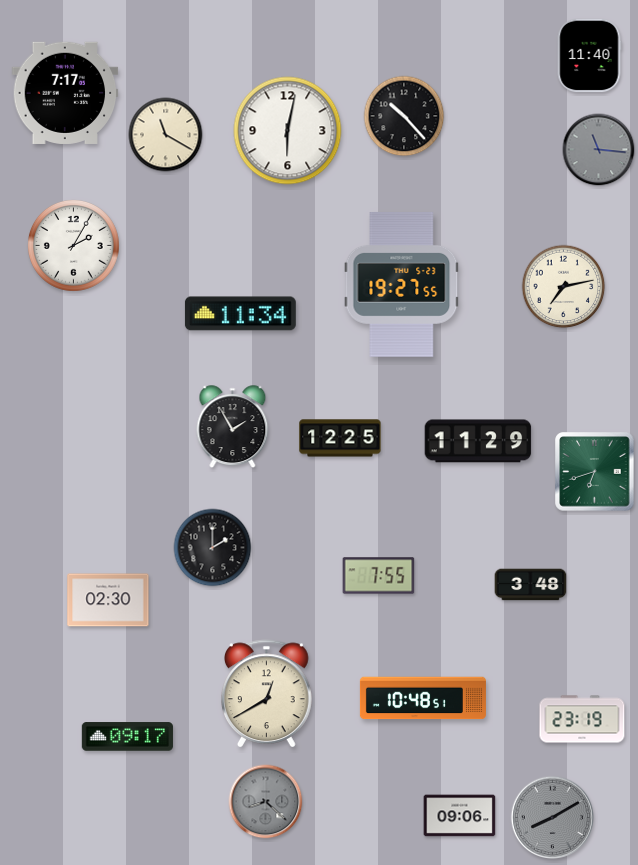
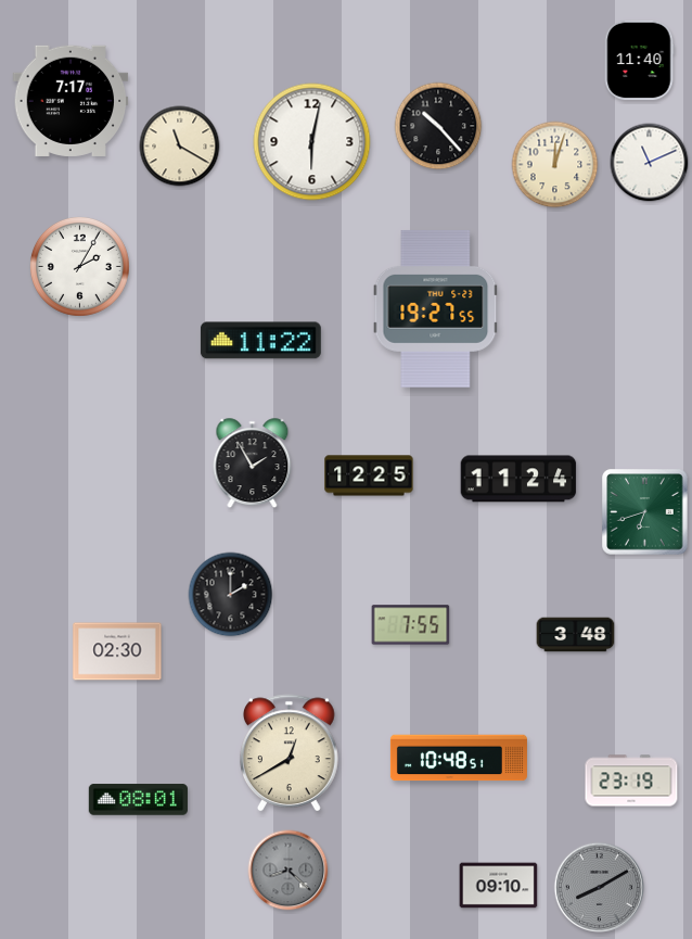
clock at (599, 150): 11:16 -> 11:11
clock at (599, 150) dial: grey -> white
clock at (555, 165): none -> 12:03
clock at (564, 287): 7:13 -> none
clock at (240, 314): 11:34 -> 11:22
clock at (478, 441): 11:29 -> 11:24
clock at (127, 737): 09:17 -> 08:01
clock at (460, 816): 09:06 -> 09:10
